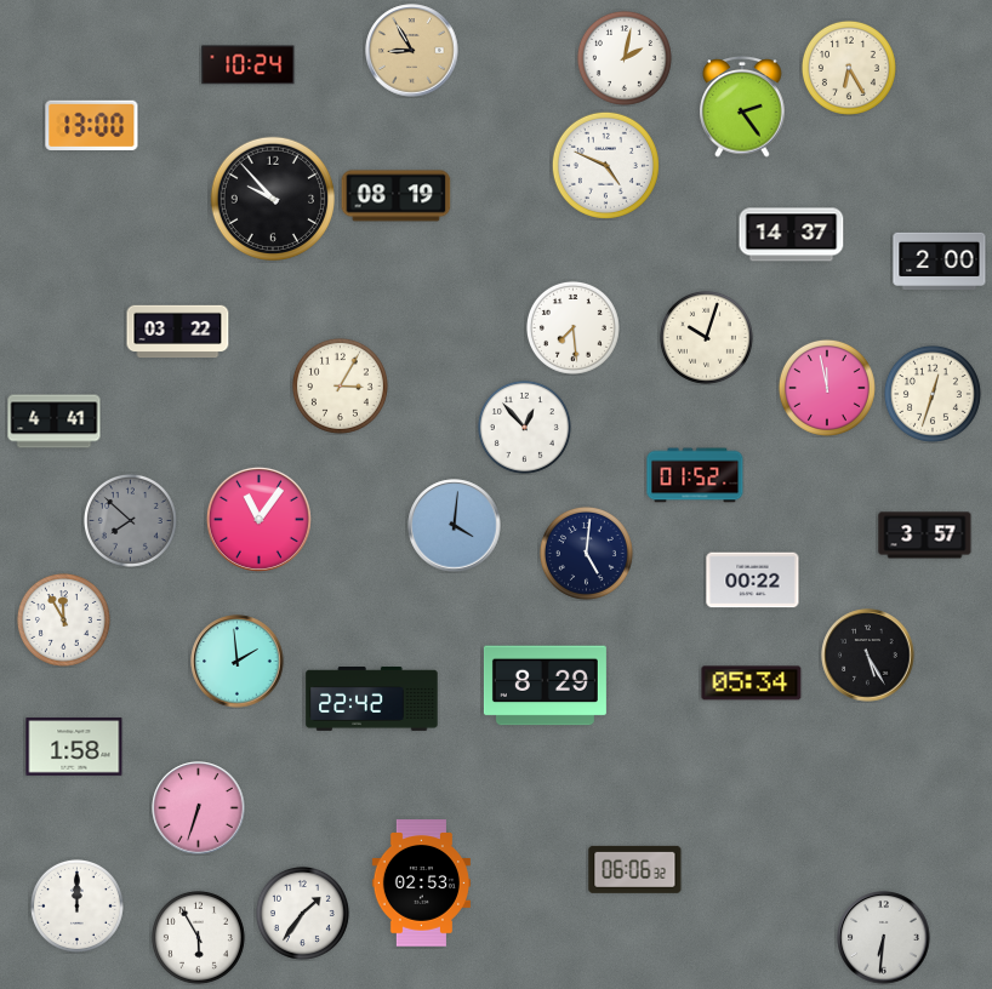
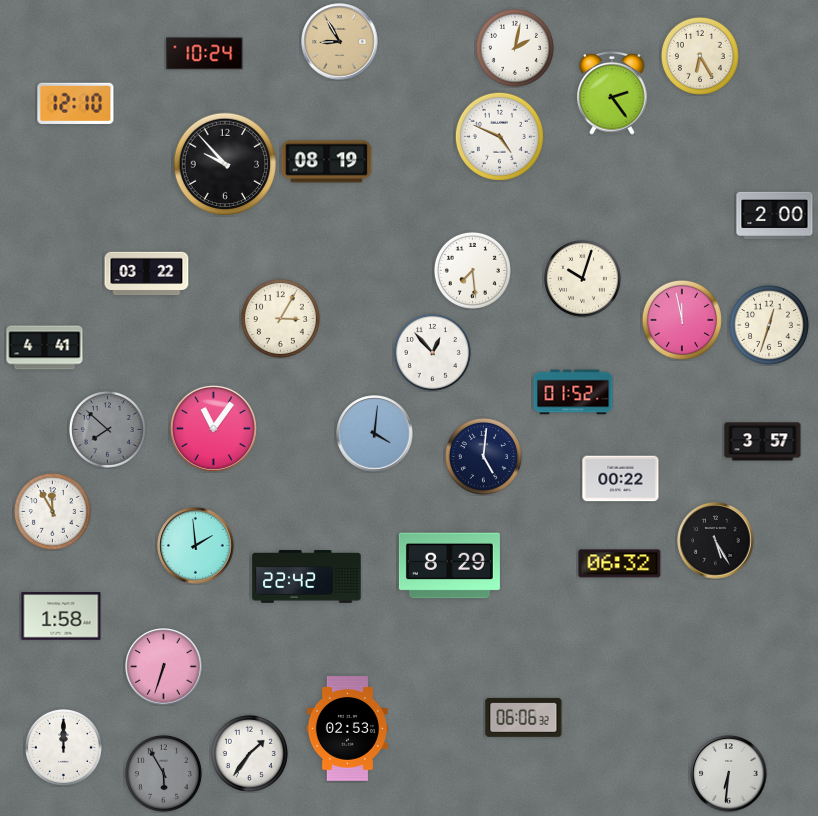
clock at (742, 107) position: (742, 107) -> (612, 93)
clock at (92, 125): 13:00 -> 12:10
clock at (792, 235): 14:37 -> none
clock at (752, 684): 05:34 -> 06:32
clock at (198, 937) dial: white -> grey
